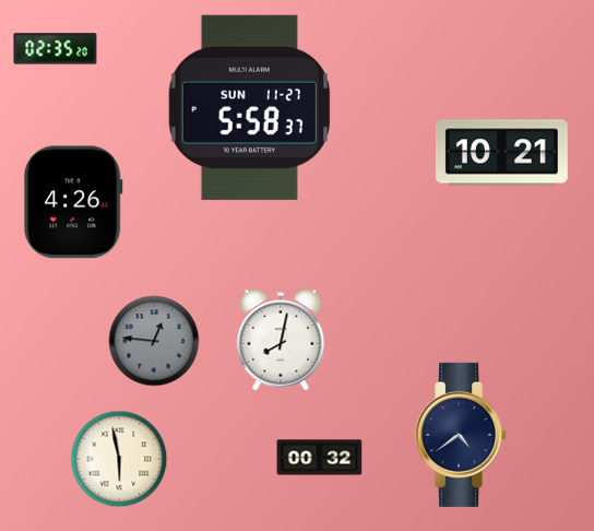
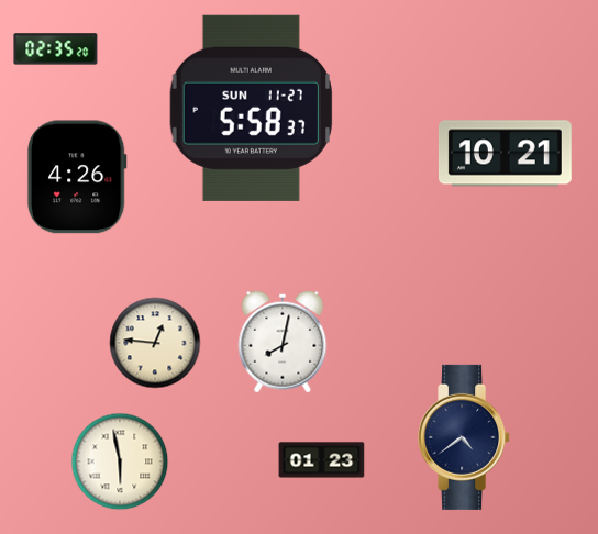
clock at (73, 202) position: (73, 202) -> (77, 177)
clock at (154, 341) dial: grey -> cream
clock at (320, 458): 00:32 -> 01:23
